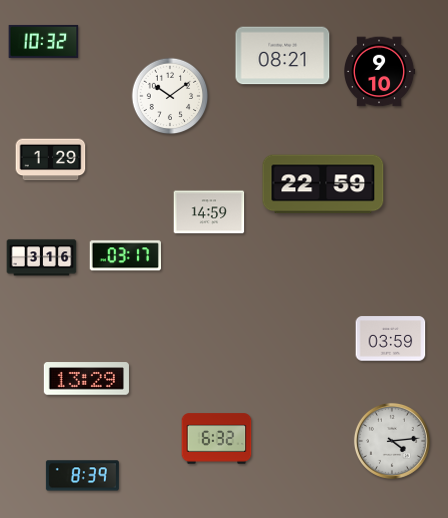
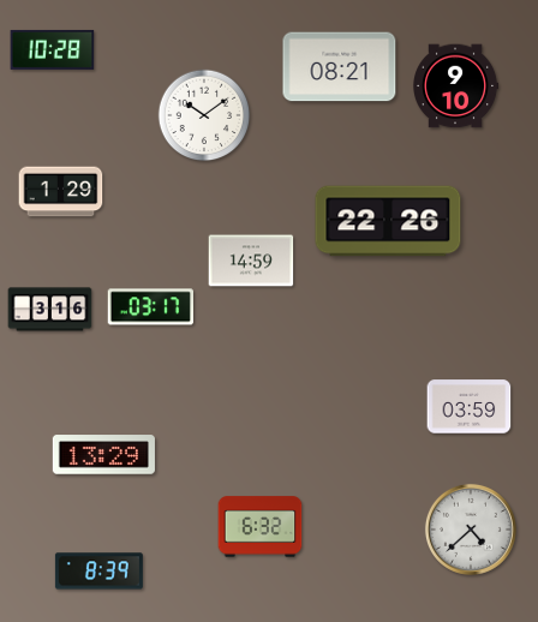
clock at (44, 41): 10:32 -> 10:28
clock at (323, 184): 22:59 -> 22:26
clock at (209, 212) position: (209, 212) -> (251, 261)
clock at (392, 441): 4:14 -> 4:38
